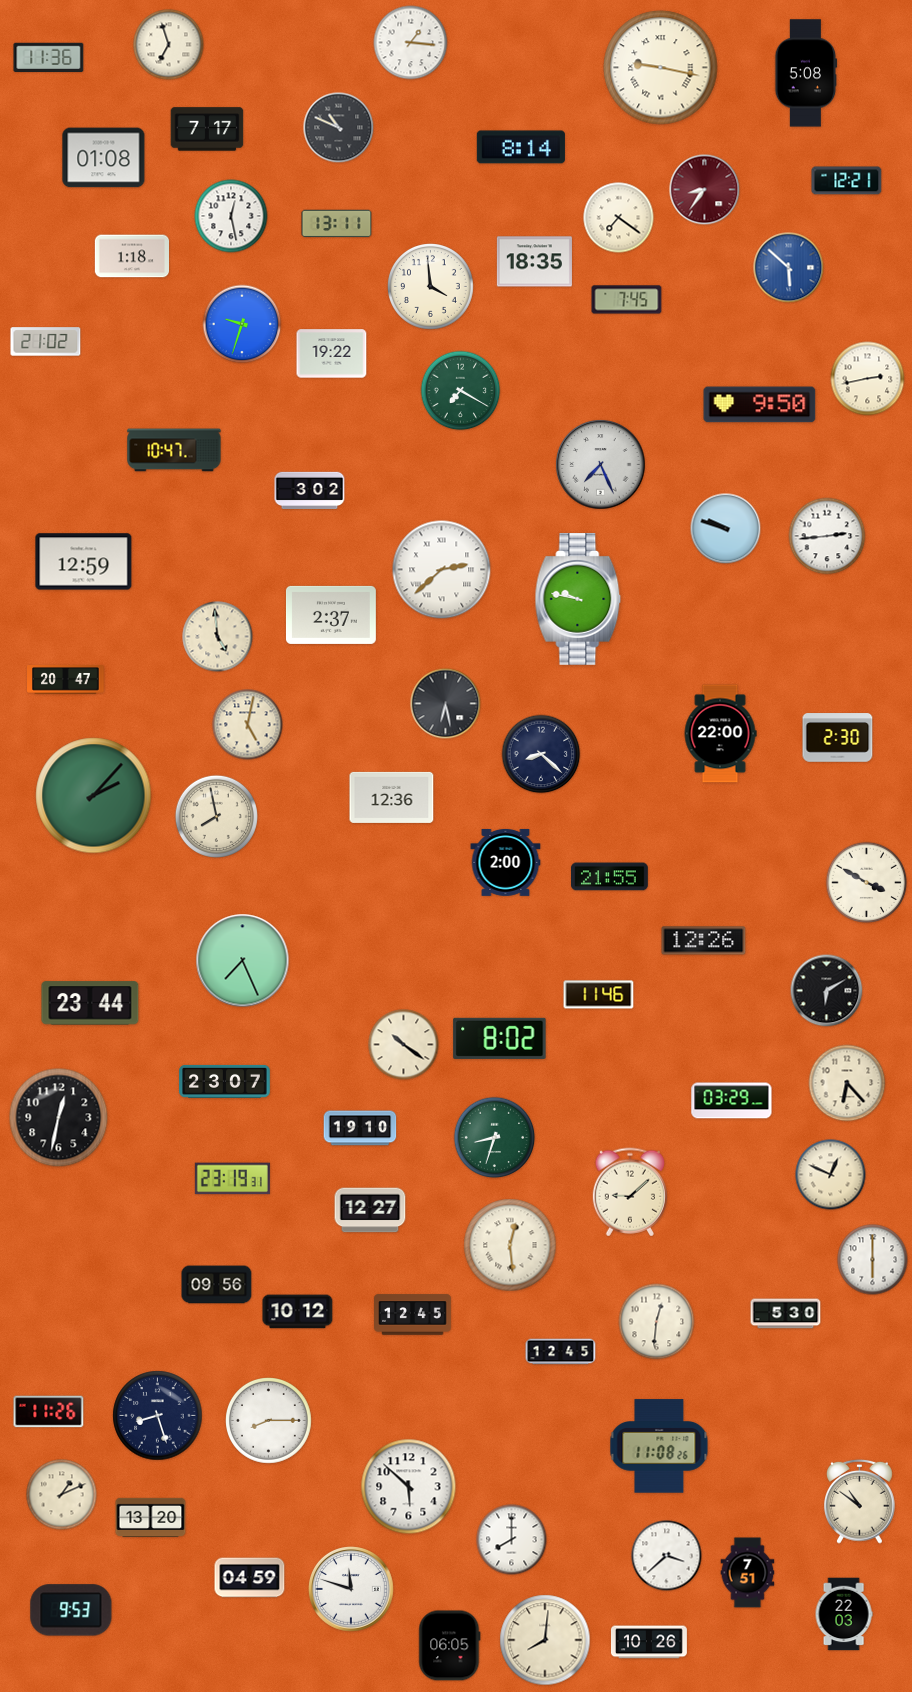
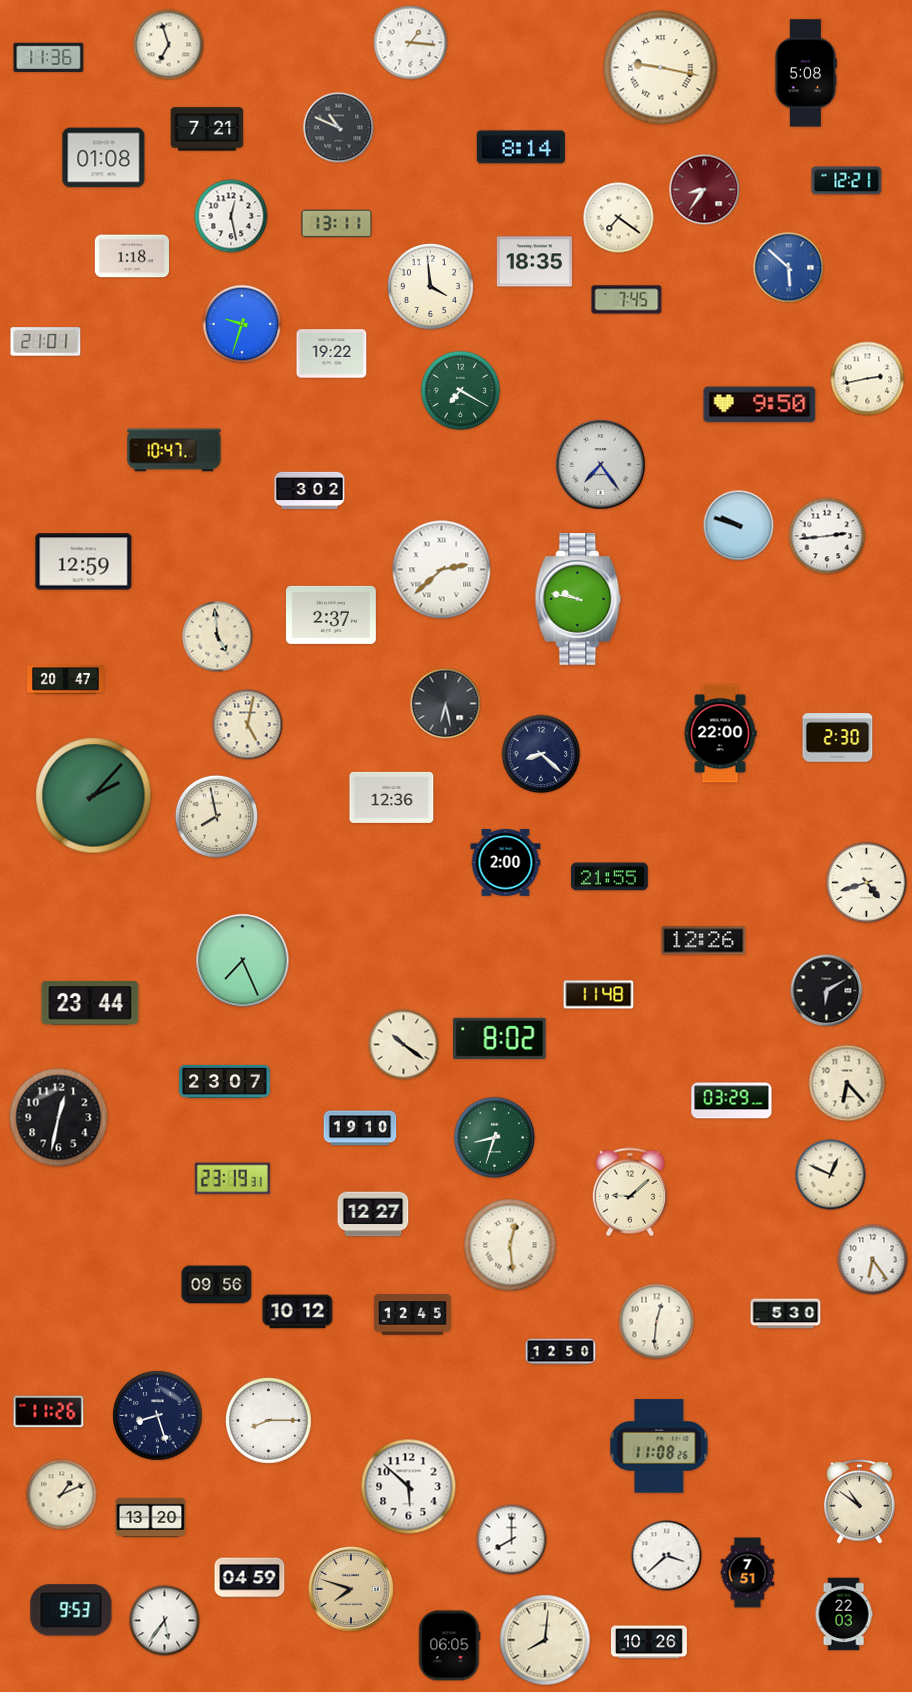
clock at (207, 129): 7:17 -> 7:21
clock at (46, 342): 21:02 -> 21:01
clock at (601, 465): 7:26 -> 7:24
clock at (726, 529) position: (726, 529) -> (739, 526)
clock at (867, 883): 3:50 -> 4:42
clock at (599, 995): 11:46 -> 11:48
clock at (370, 1210) position: (370, 1210) -> (373, 1214)
clock at (873, 1260): 6:00 -> 6:24
clock at (561, 1352): 12:45 -> 12:50
clock at (352, 1590): 11:48 -> 7:48
clock at (352, 1590) dial: white -> champagne
clock at (165, 1621): none -> 5:36
